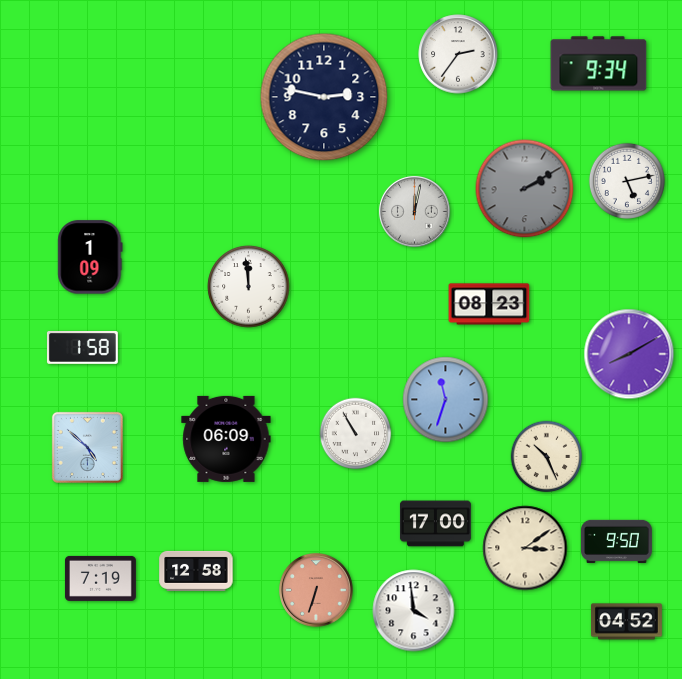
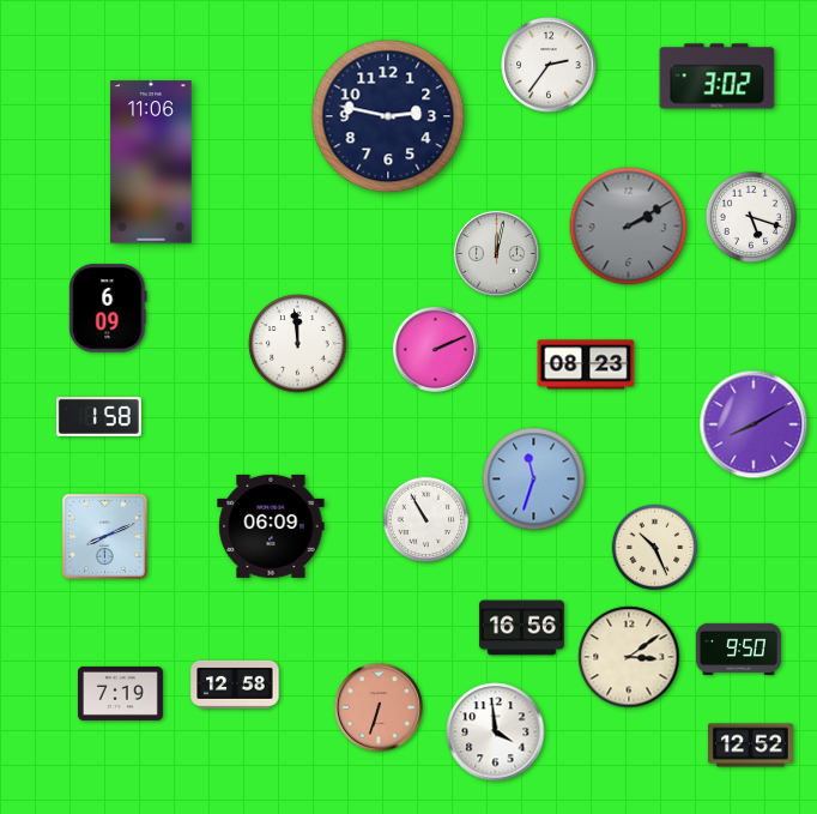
clock at (599, 64): 9:34 -> 3:02
clock at (151, 162): none -> 11:06
clock at (627, 181): 5:13 -> 5:18
clock at (90, 257): 1:09 -> 6:09
clock at (435, 349): none -> 2:11
clock at (87, 447): 4:52 -> 8:11
clock at (435, 524): 17:00 -> 16:56
clock at (626, 622): 04:52 -> 12:52
